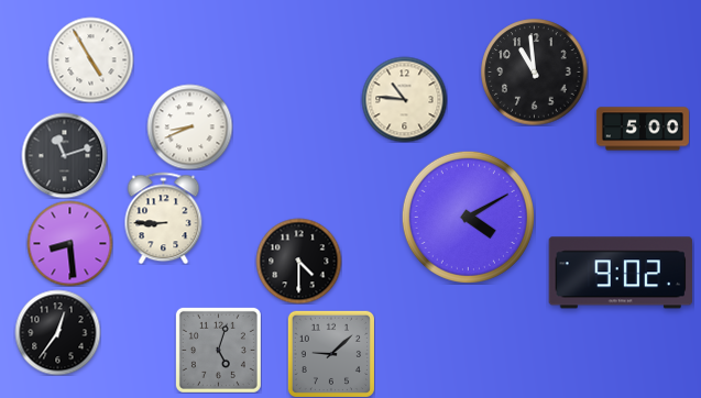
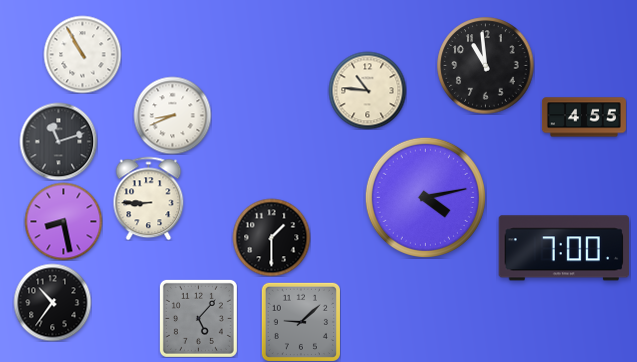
clock at (90, 59): 4:55 -> 10:55
clock at (643, 129): 5:00 -> 4:55
clock at (468, 217): 4:10 -> 4:13
clock at (69, 243): 8:29 -> 8:28
clock at (298, 261): 4:30 -> 1:30
clock at (621, 273): 9:02 -> 7:00
clock at (57, 332): 12:36 -> 10:36
clock at (218, 350): 5:03 -> 5:07
